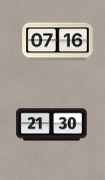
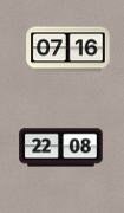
clock at (52, 125): 21:30 -> 22:08
